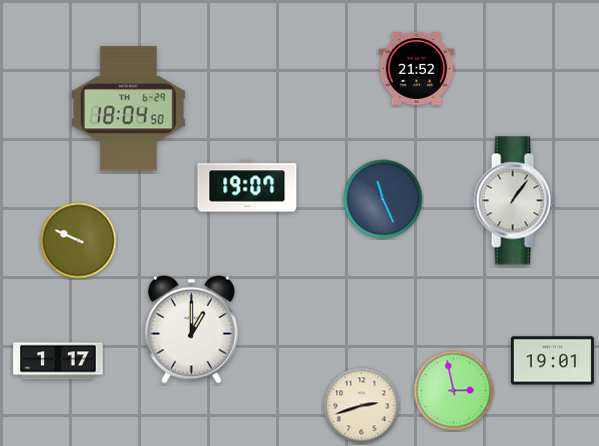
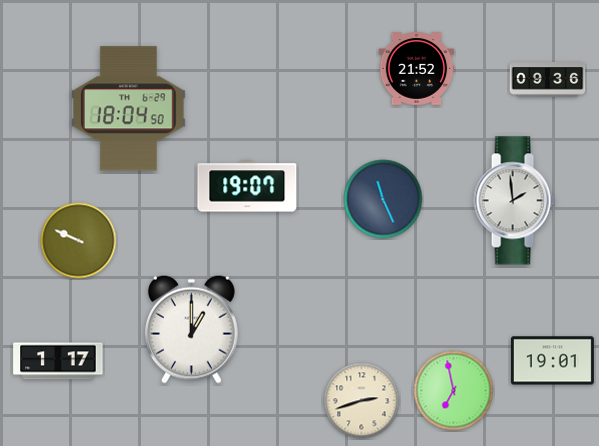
clock at (548, 80): none -> 09:36
clock at (514, 201): 1:06 -> 1:59
clock at (454, 391): 2:58 -> 6:58
clock at (362, 406) position: (362, 406) -> (362, 401)
